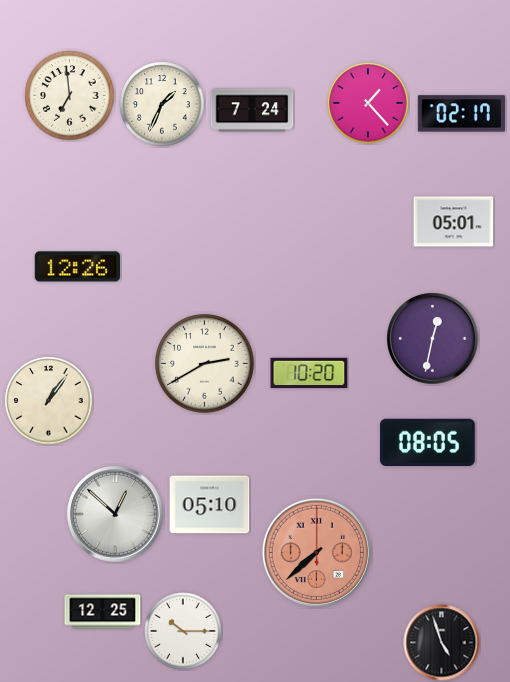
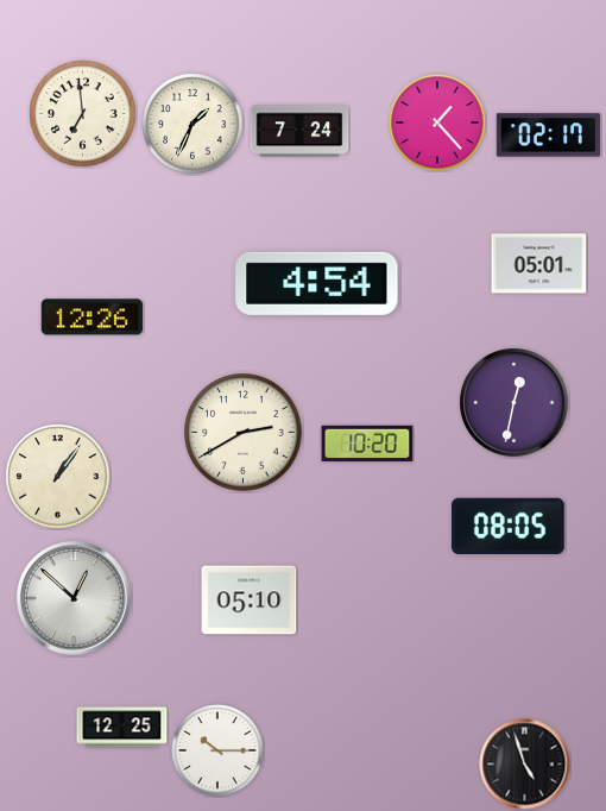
clock at (317, 283): none -> 4:54
clock at (116, 515) position: (116, 515) -> (75, 599)
clock at (316, 552): 7:38 -> none
